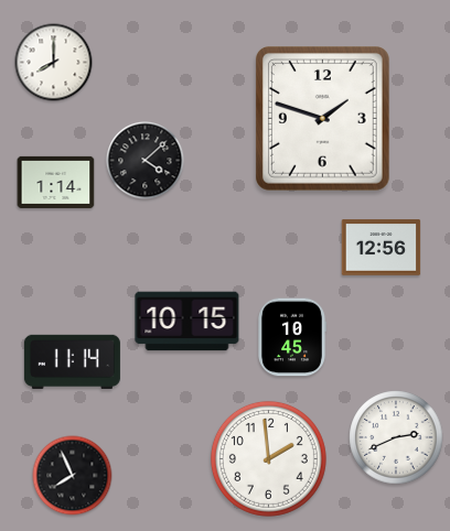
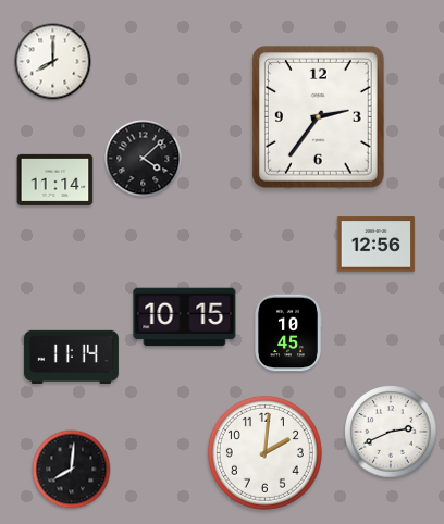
clock at (323, 119): 1:48 -> 2:36
clock at (56, 182): 1:14 -> 11:14
clock at (268, 458): 1:59 -> 2:01
clock at (73, 476): 7:56 -> 8:01
